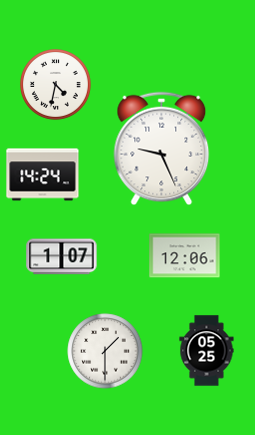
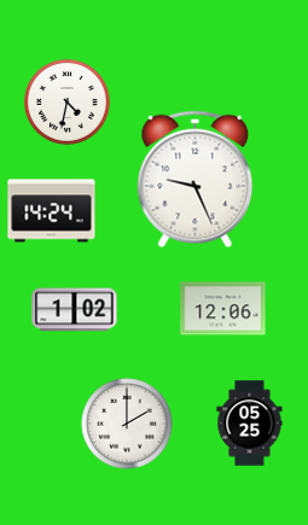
clock at (62, 257): 1:07 -> 1:02
clock at (105, 351): 1:30 -> 2:00
